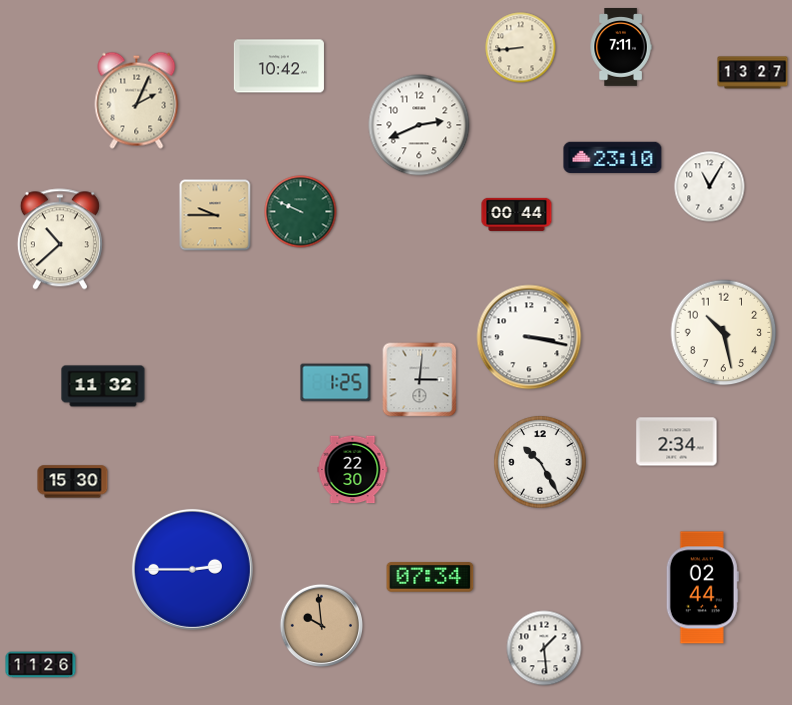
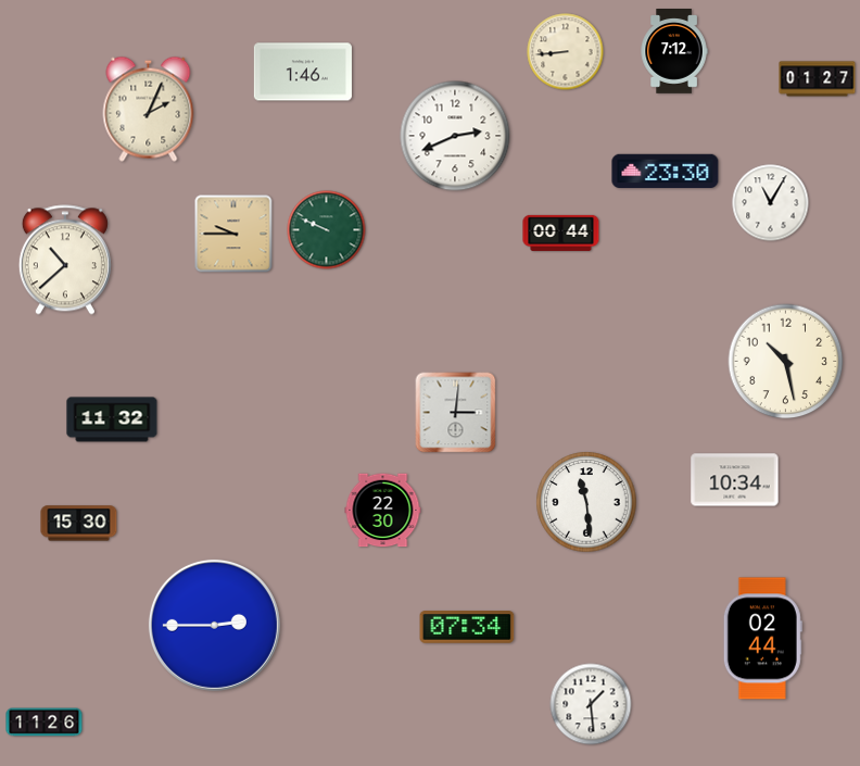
clock at (621, 48): 7:11 -> 7:12
clock at (279, 66): 10:42 -> 1:46
clock at (753, 73): 13:27 -> 01:27
clock at (613, 158): 23:10 -> 23:30
clock at (529, 337): 3:17 -> none
clock at (336, 383): 1:25 -> none
clock at (677, 442): 2:34 -> 10:34
clock at (540, 462): 10:25 -> 11:29
clock at (192, 569) position: (192, 569) -> (214, 625)
clock at (321, 625): 9:59 -> none
